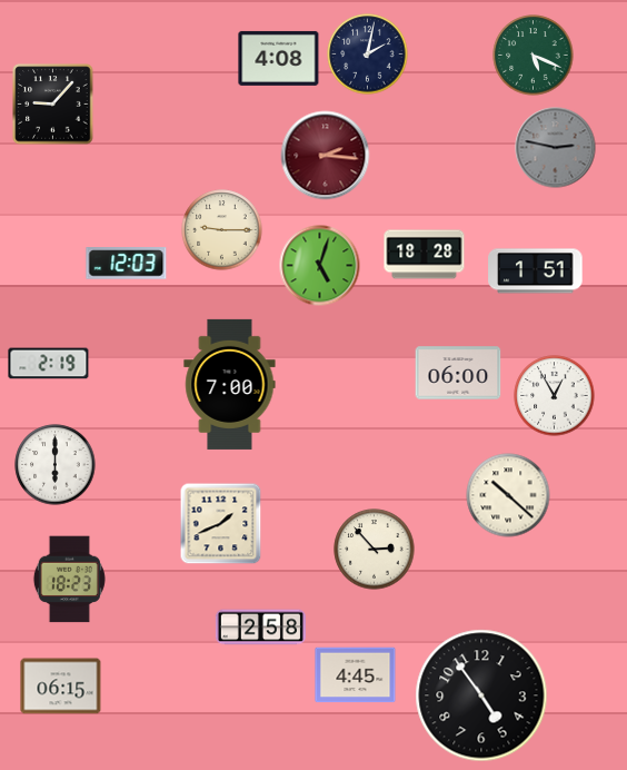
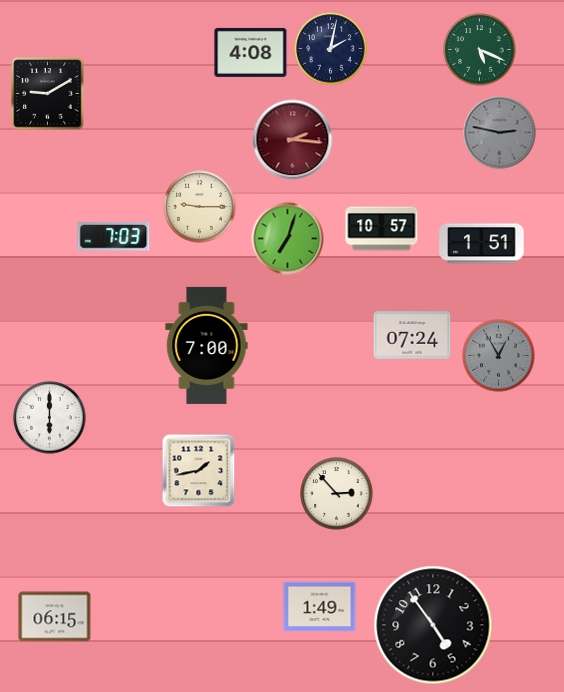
clock at (53, 105): 9:07 -> 9:10
clock at (425, 255): 18:28 -> 10:57
clock at (127, 264): 12:03 -> 7:03
clock at (320, 266): 5:03 -> 7:03
clock at (49, 364): 2:19 -> none
clock at (458, 373): 06:00 -> 07:24
clock at (555, 396) dial: white -> grey
clock at (508, 495): 10:22 -> none
clock at (221, 524): 1:41 -> 1:43
clock at (69, 580): 18:23 -> none
clock at (260, 628): 2:58 -> none
clock at (356, 675): 4:45 -> 1:49
